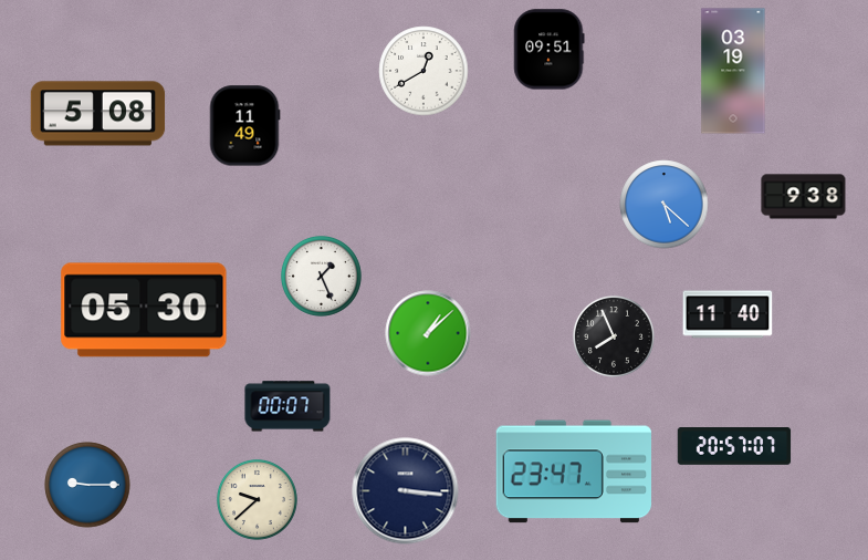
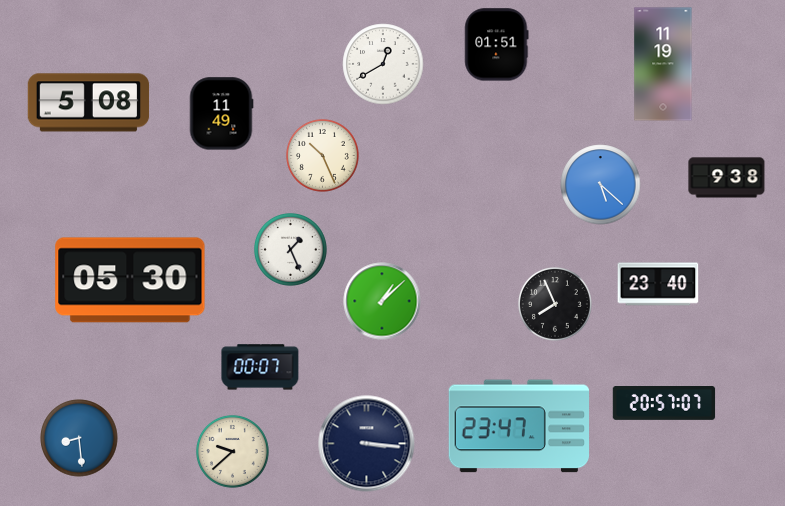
clock at (550, 50): 09:51 -> 01:51
clock at (733, 71): 03:19 -> 11:19
clock at (322, 155): none -> 10:26
clock at (728, 314): 11:40 -> 23:40
clock at (428, 333) position: (428, 333) -> (382, 301)
clock at (87, 485): 9:15 -> 8:29
